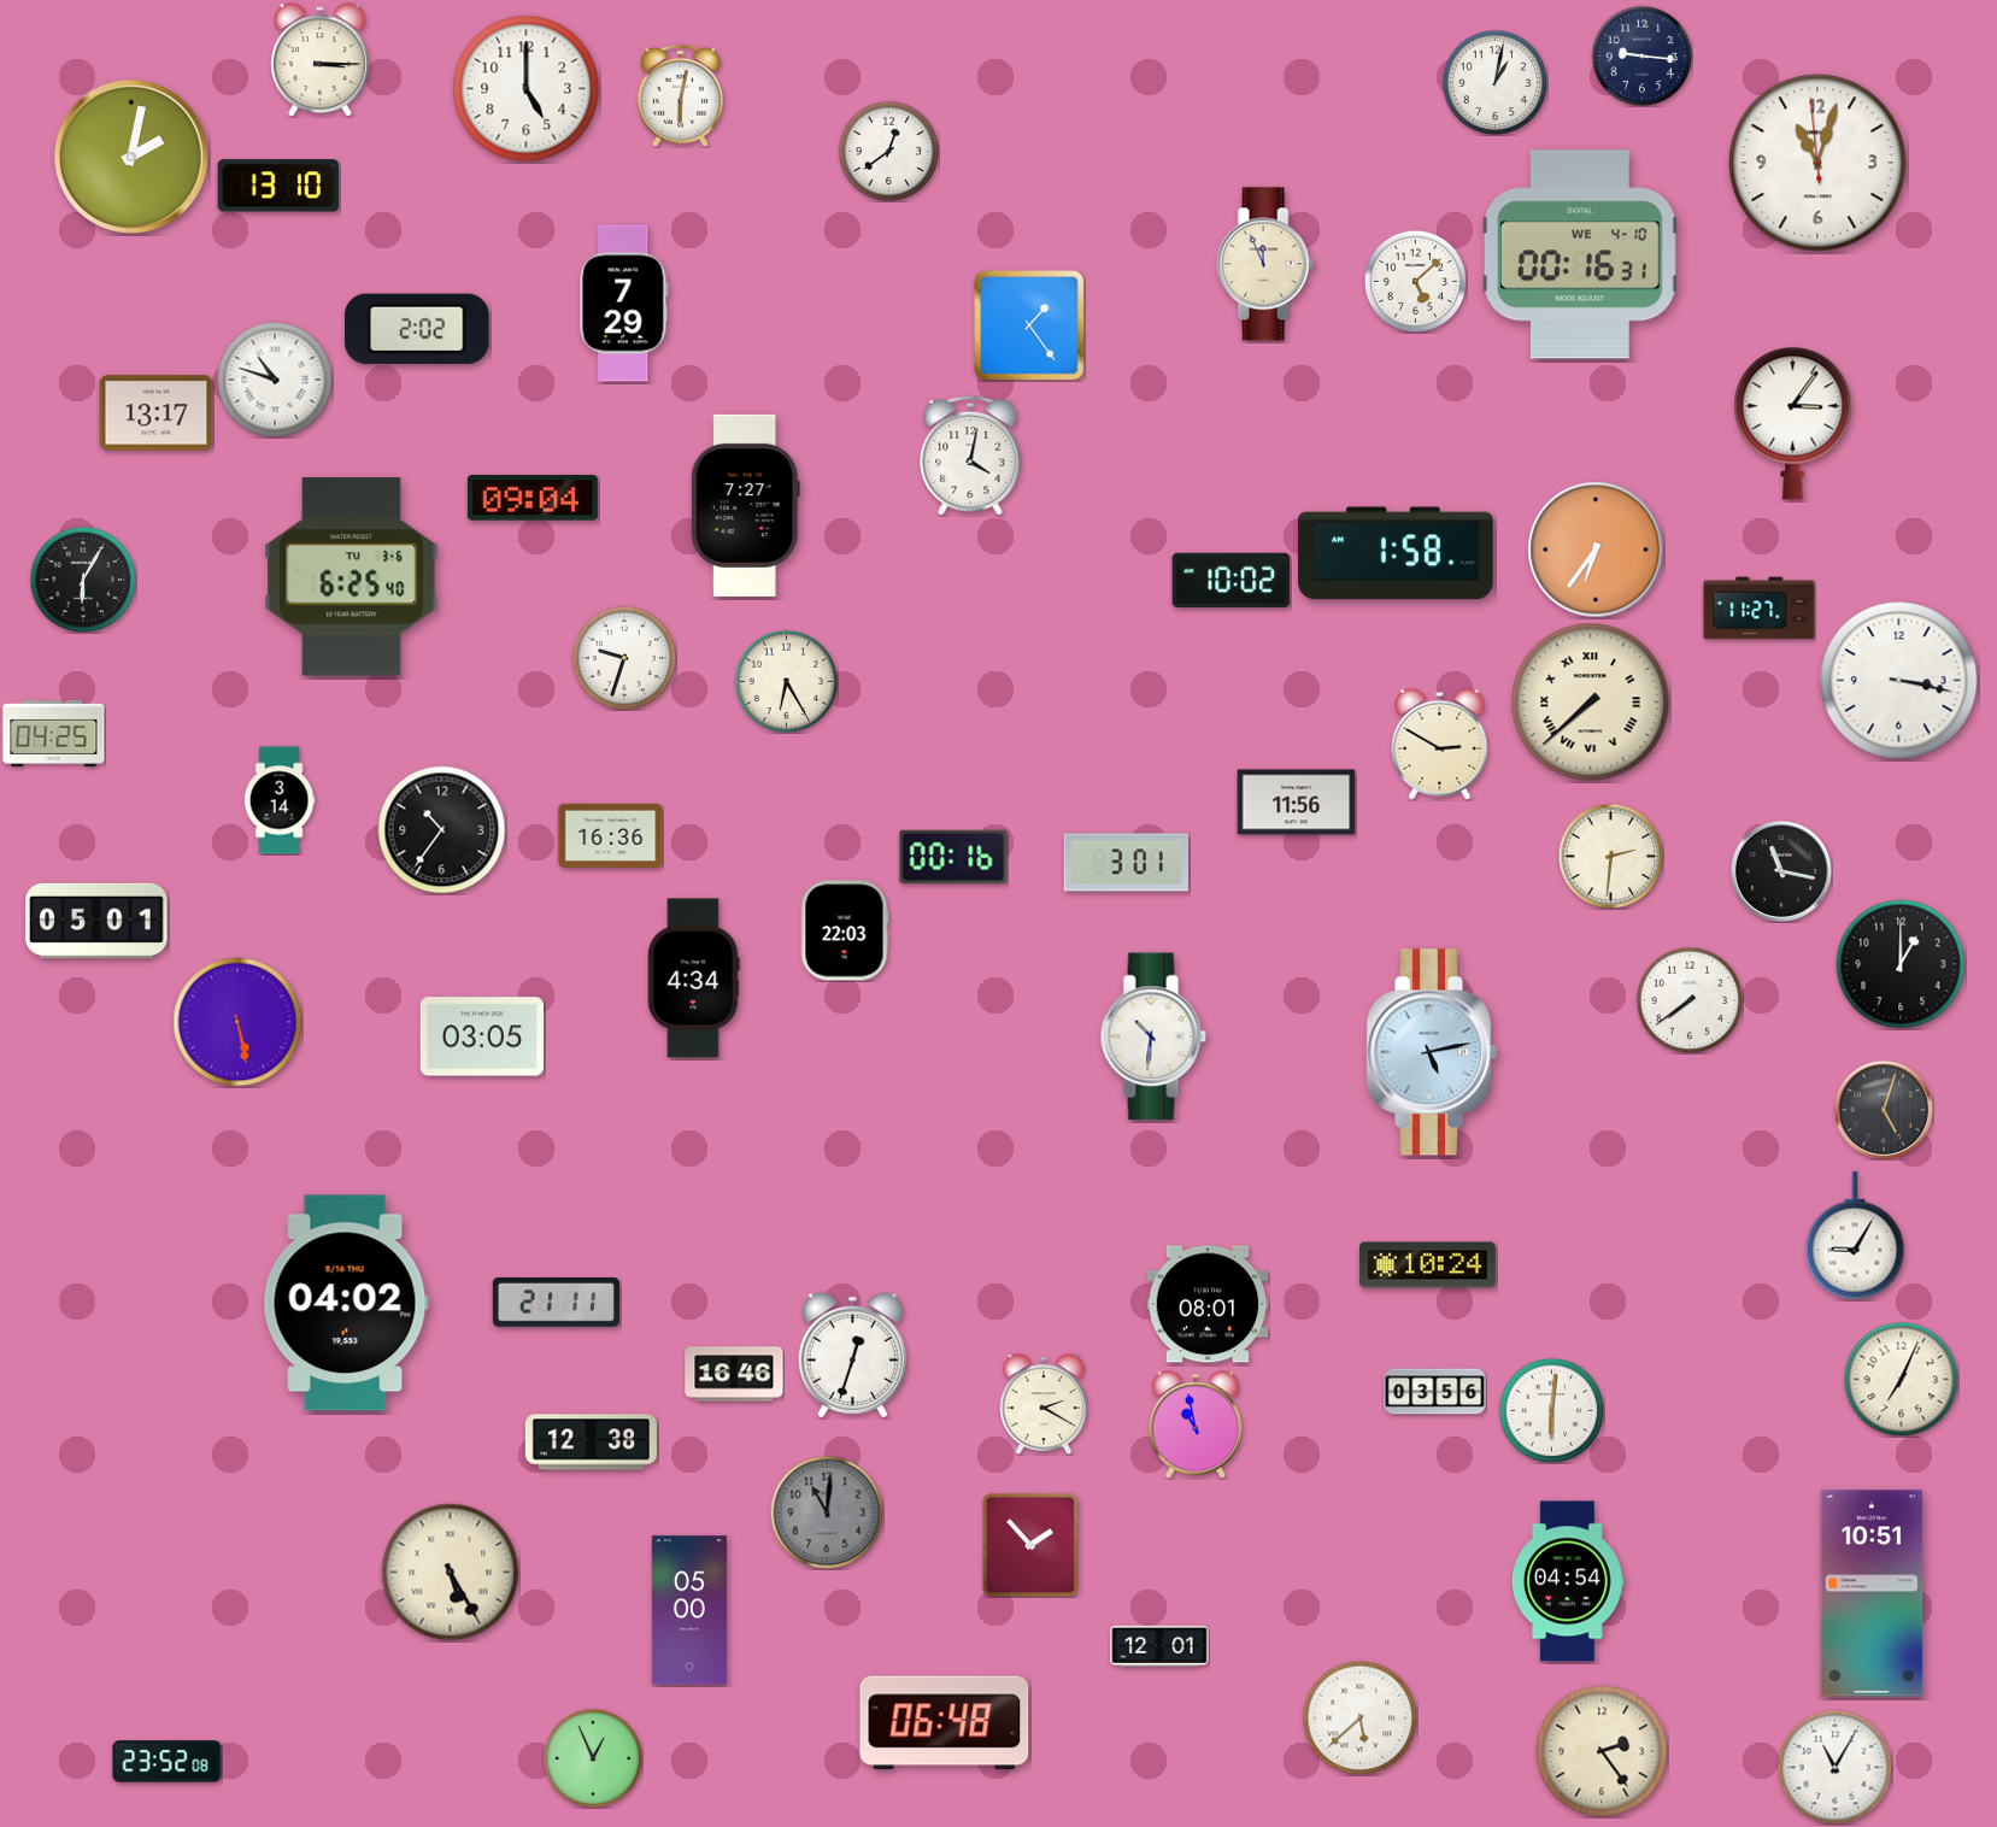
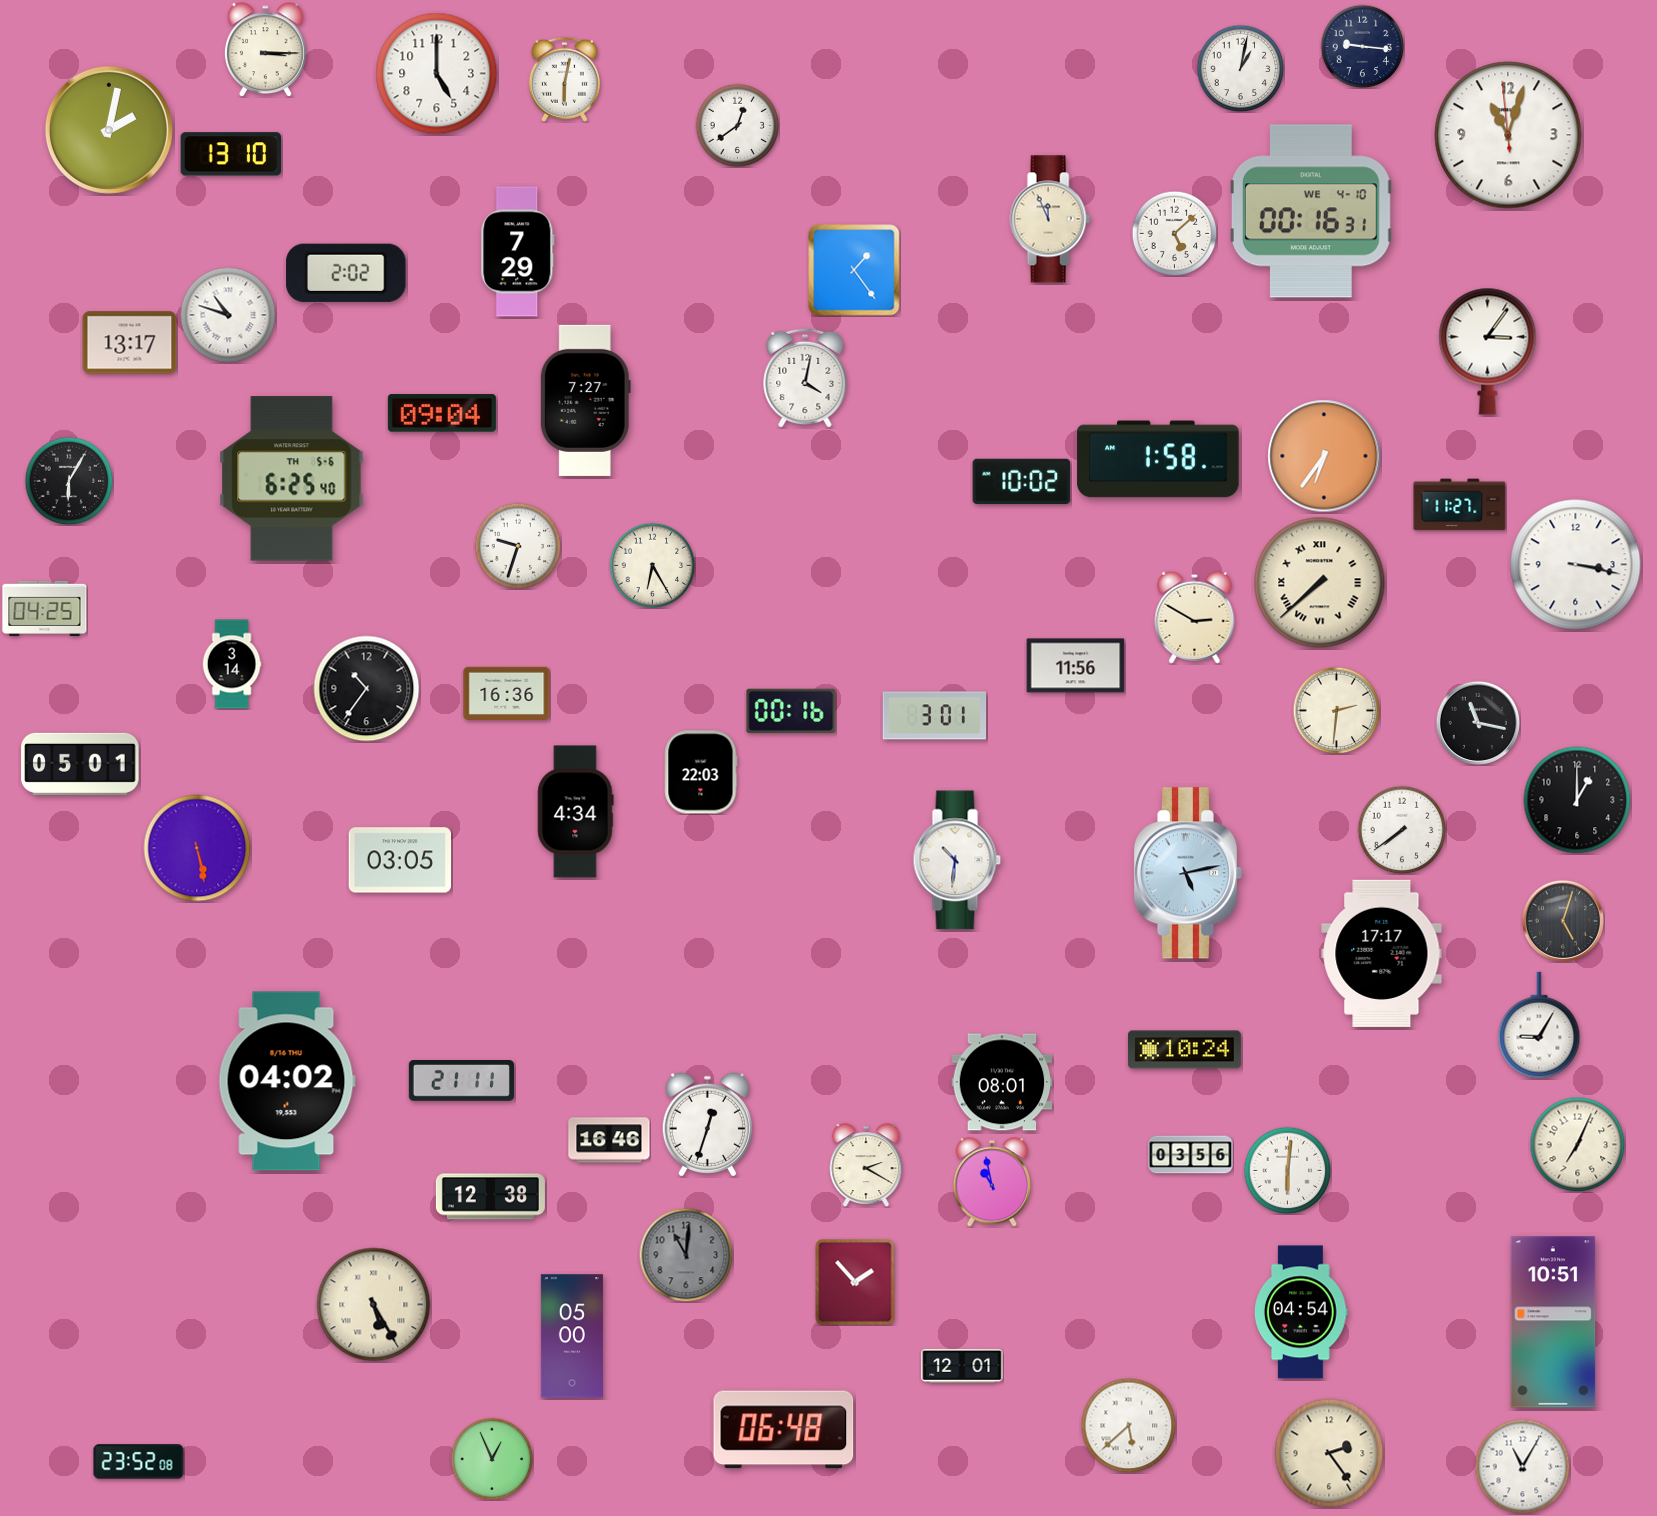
clock at (745, 505) position: (745, 505) -> (585, 400)
clock at (352, 577) date: TU 3-6 -> TH 5-6
clock at (1382, 953): none -> 17:17
